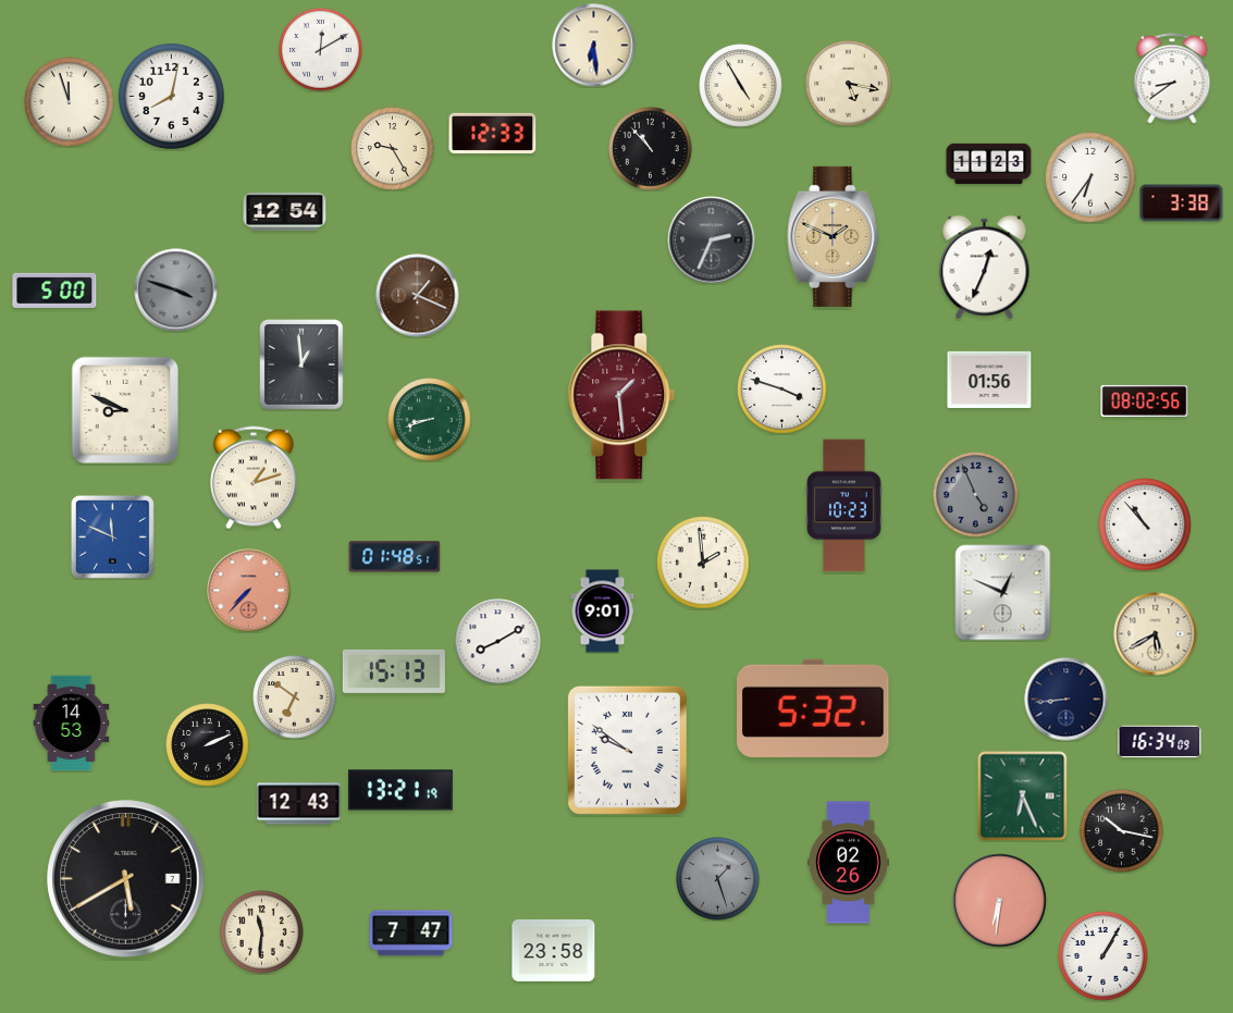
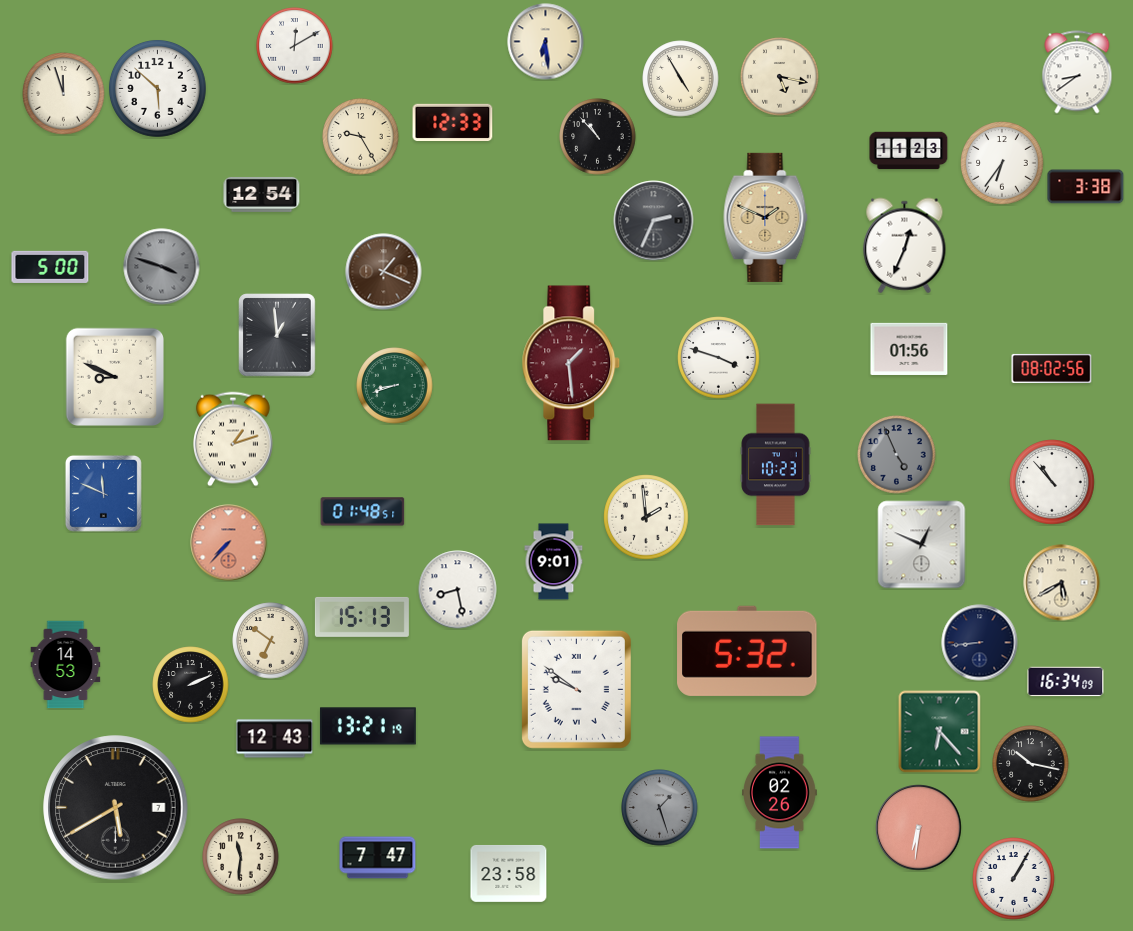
clock at (171, 96): 8:02 -> 5:52
clock at (498, 642): 8:10 -> 8:28
clock at (1023, 796): 6:26 -> 6:23
